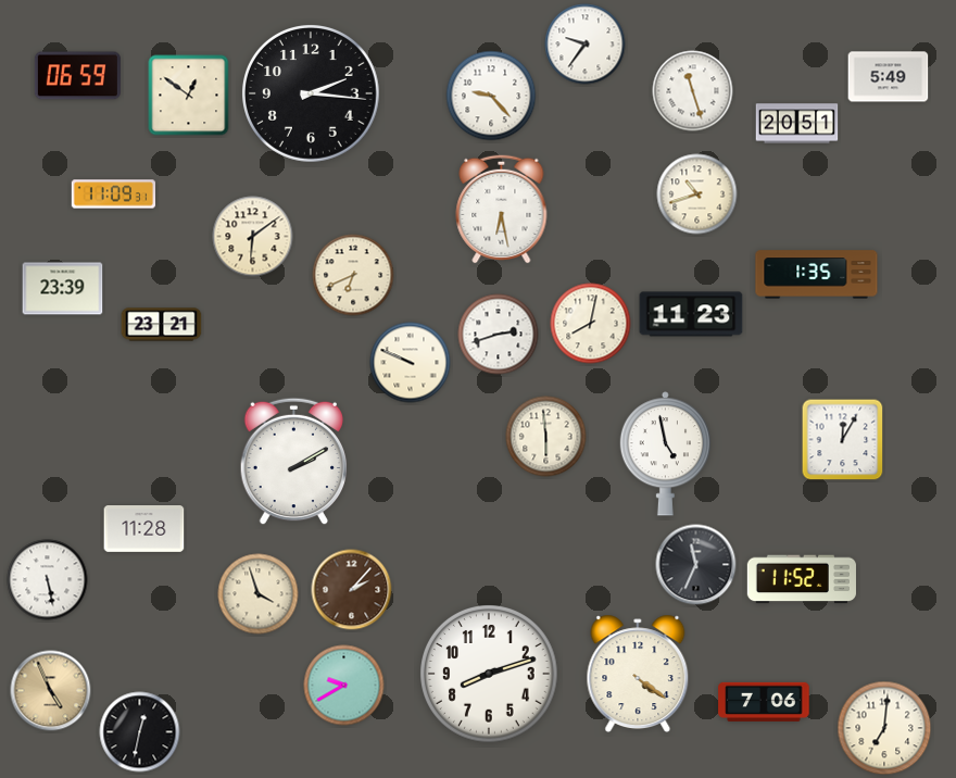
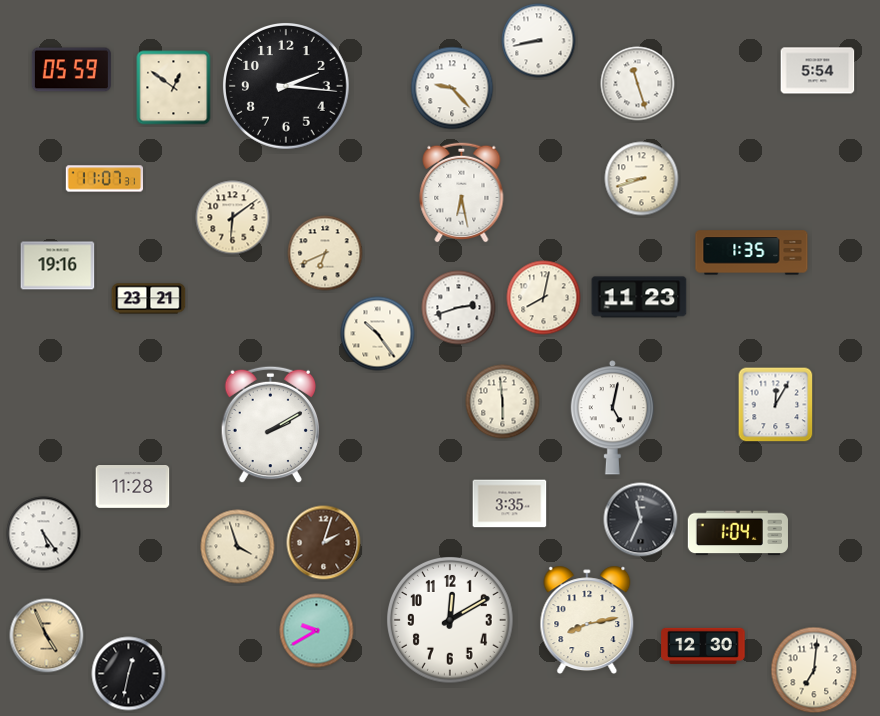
clock at (586, 45): 9:36 -> 8:43
clock at (77, 76): 06:59 -> 05:59
clock at (889, 77): 5:49 -> 5:54
clock at (797, 124): 20:51 -> none
clock at (114, 195): 11:09 -> 11:07
clock at (697, 195): 10:42 -> 8:42
clock at (63, 289): 23:39 -> 19:16
clock at (691, 314) position: (691, 314) -> (639, 297)
clock at (411, 363): 9:49 -> 10:24
clock at (665, 454): 4:58 -> 5:02
clock at (510, 504): none -> 3:35
clock at (802, 579): 11:52 -> 1:04
clock at (48, 580): 5:28 -> 5:24
clock at (352, 590): 2:07 -> 2:03
clock at (638, 673): 4:21 -> 8:13
clock at (490, 675): 8:12 -> 12:10
clock at (764, 702): 7:06 -> 12:30
